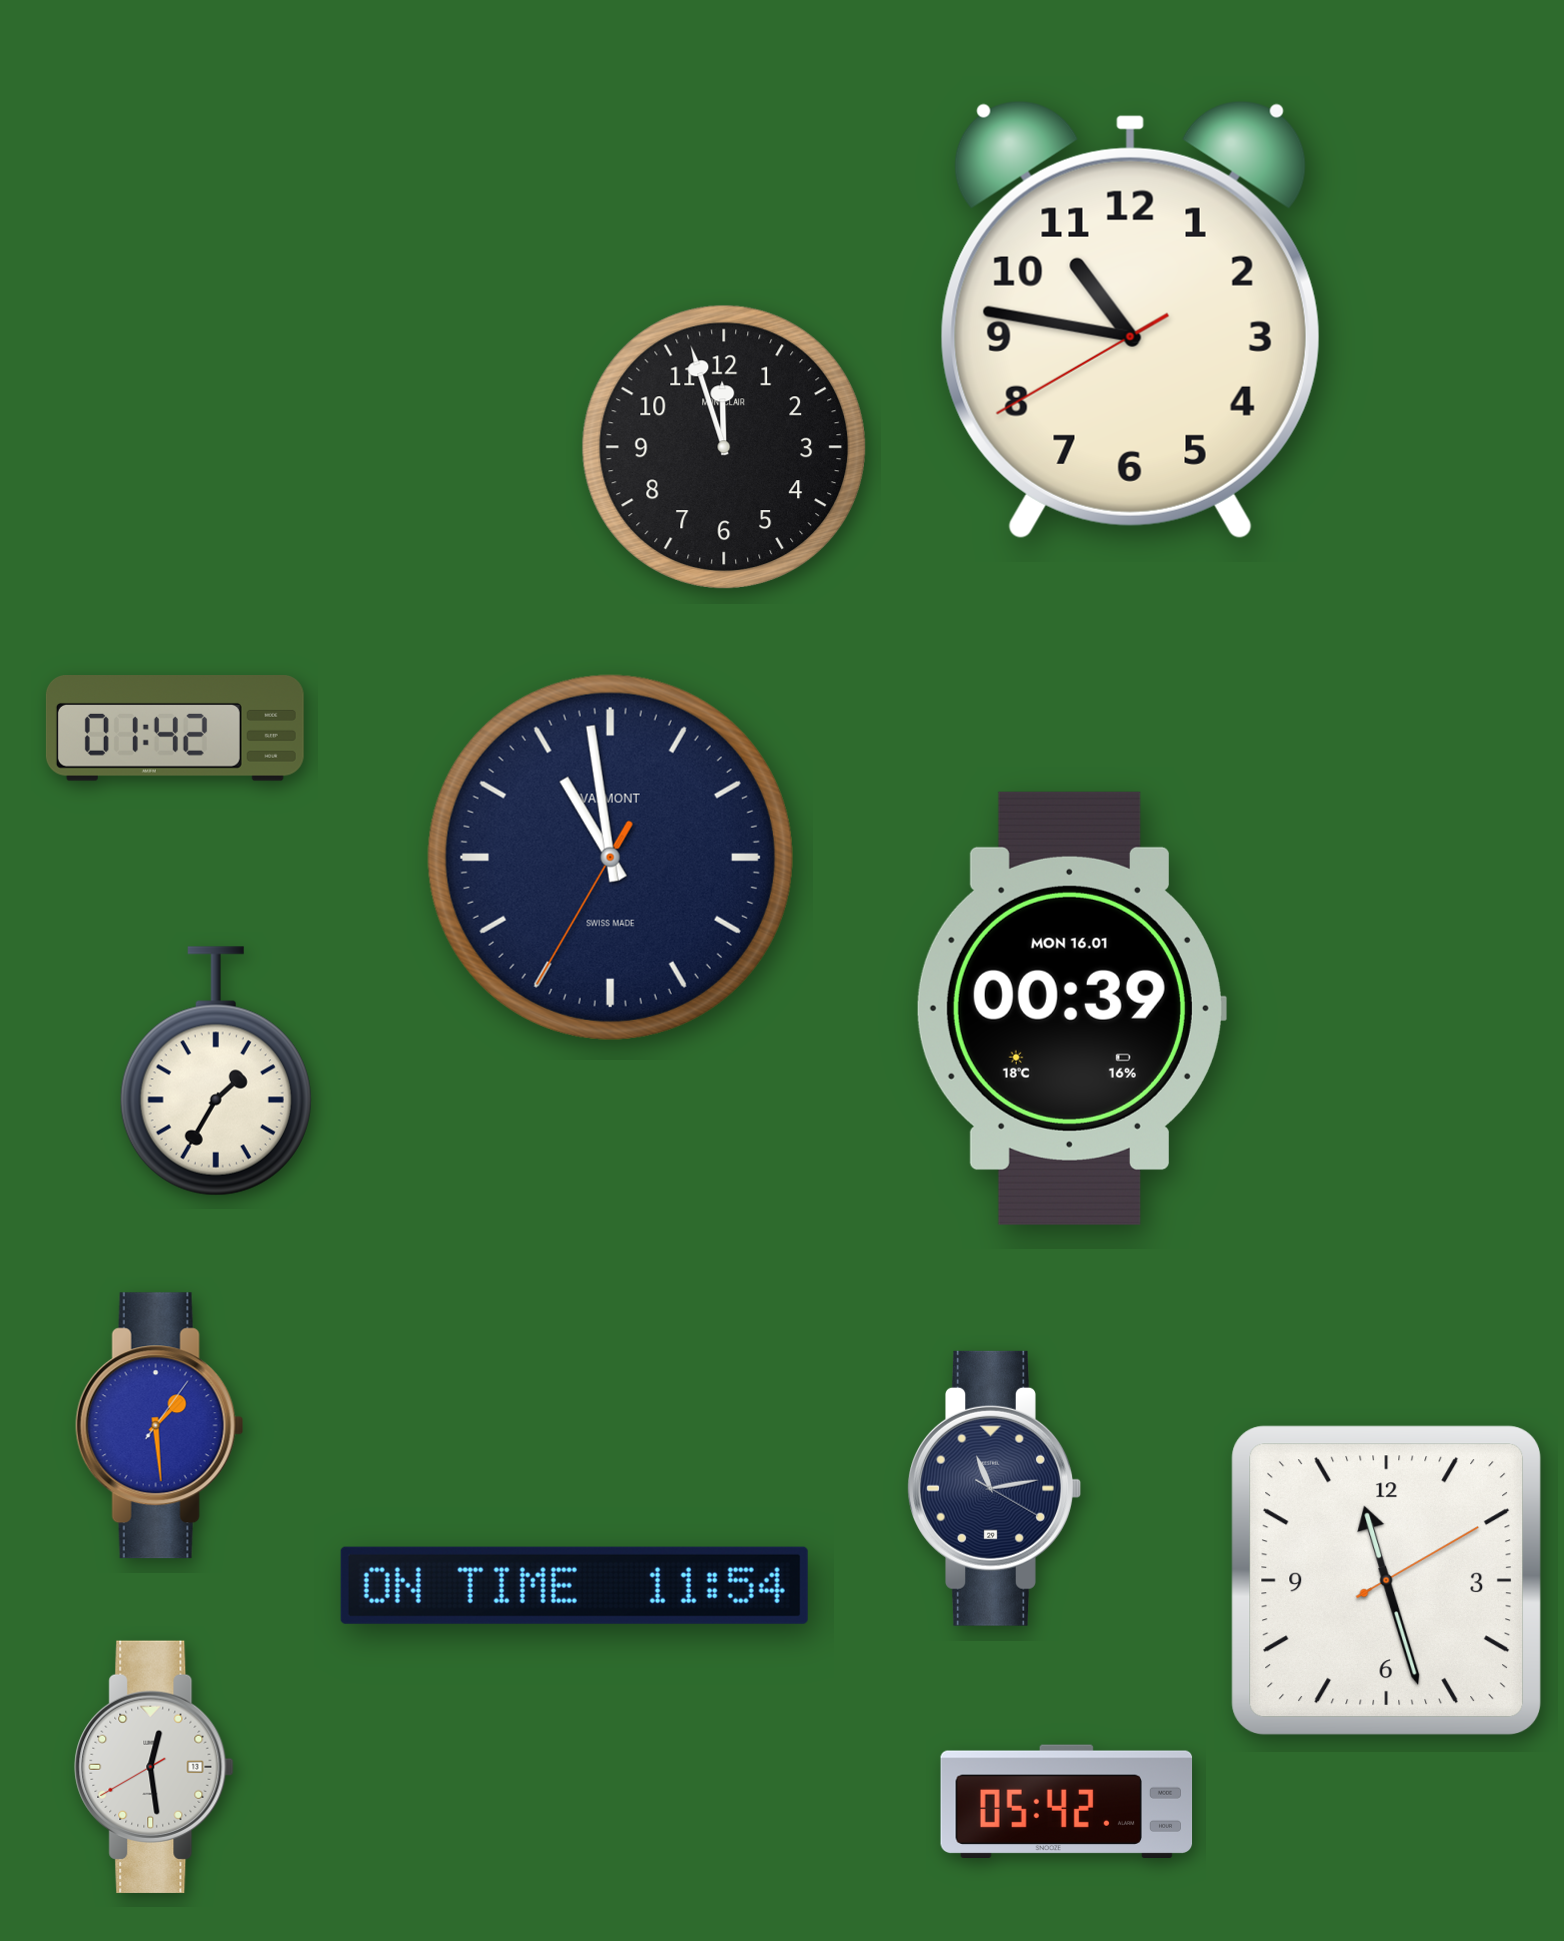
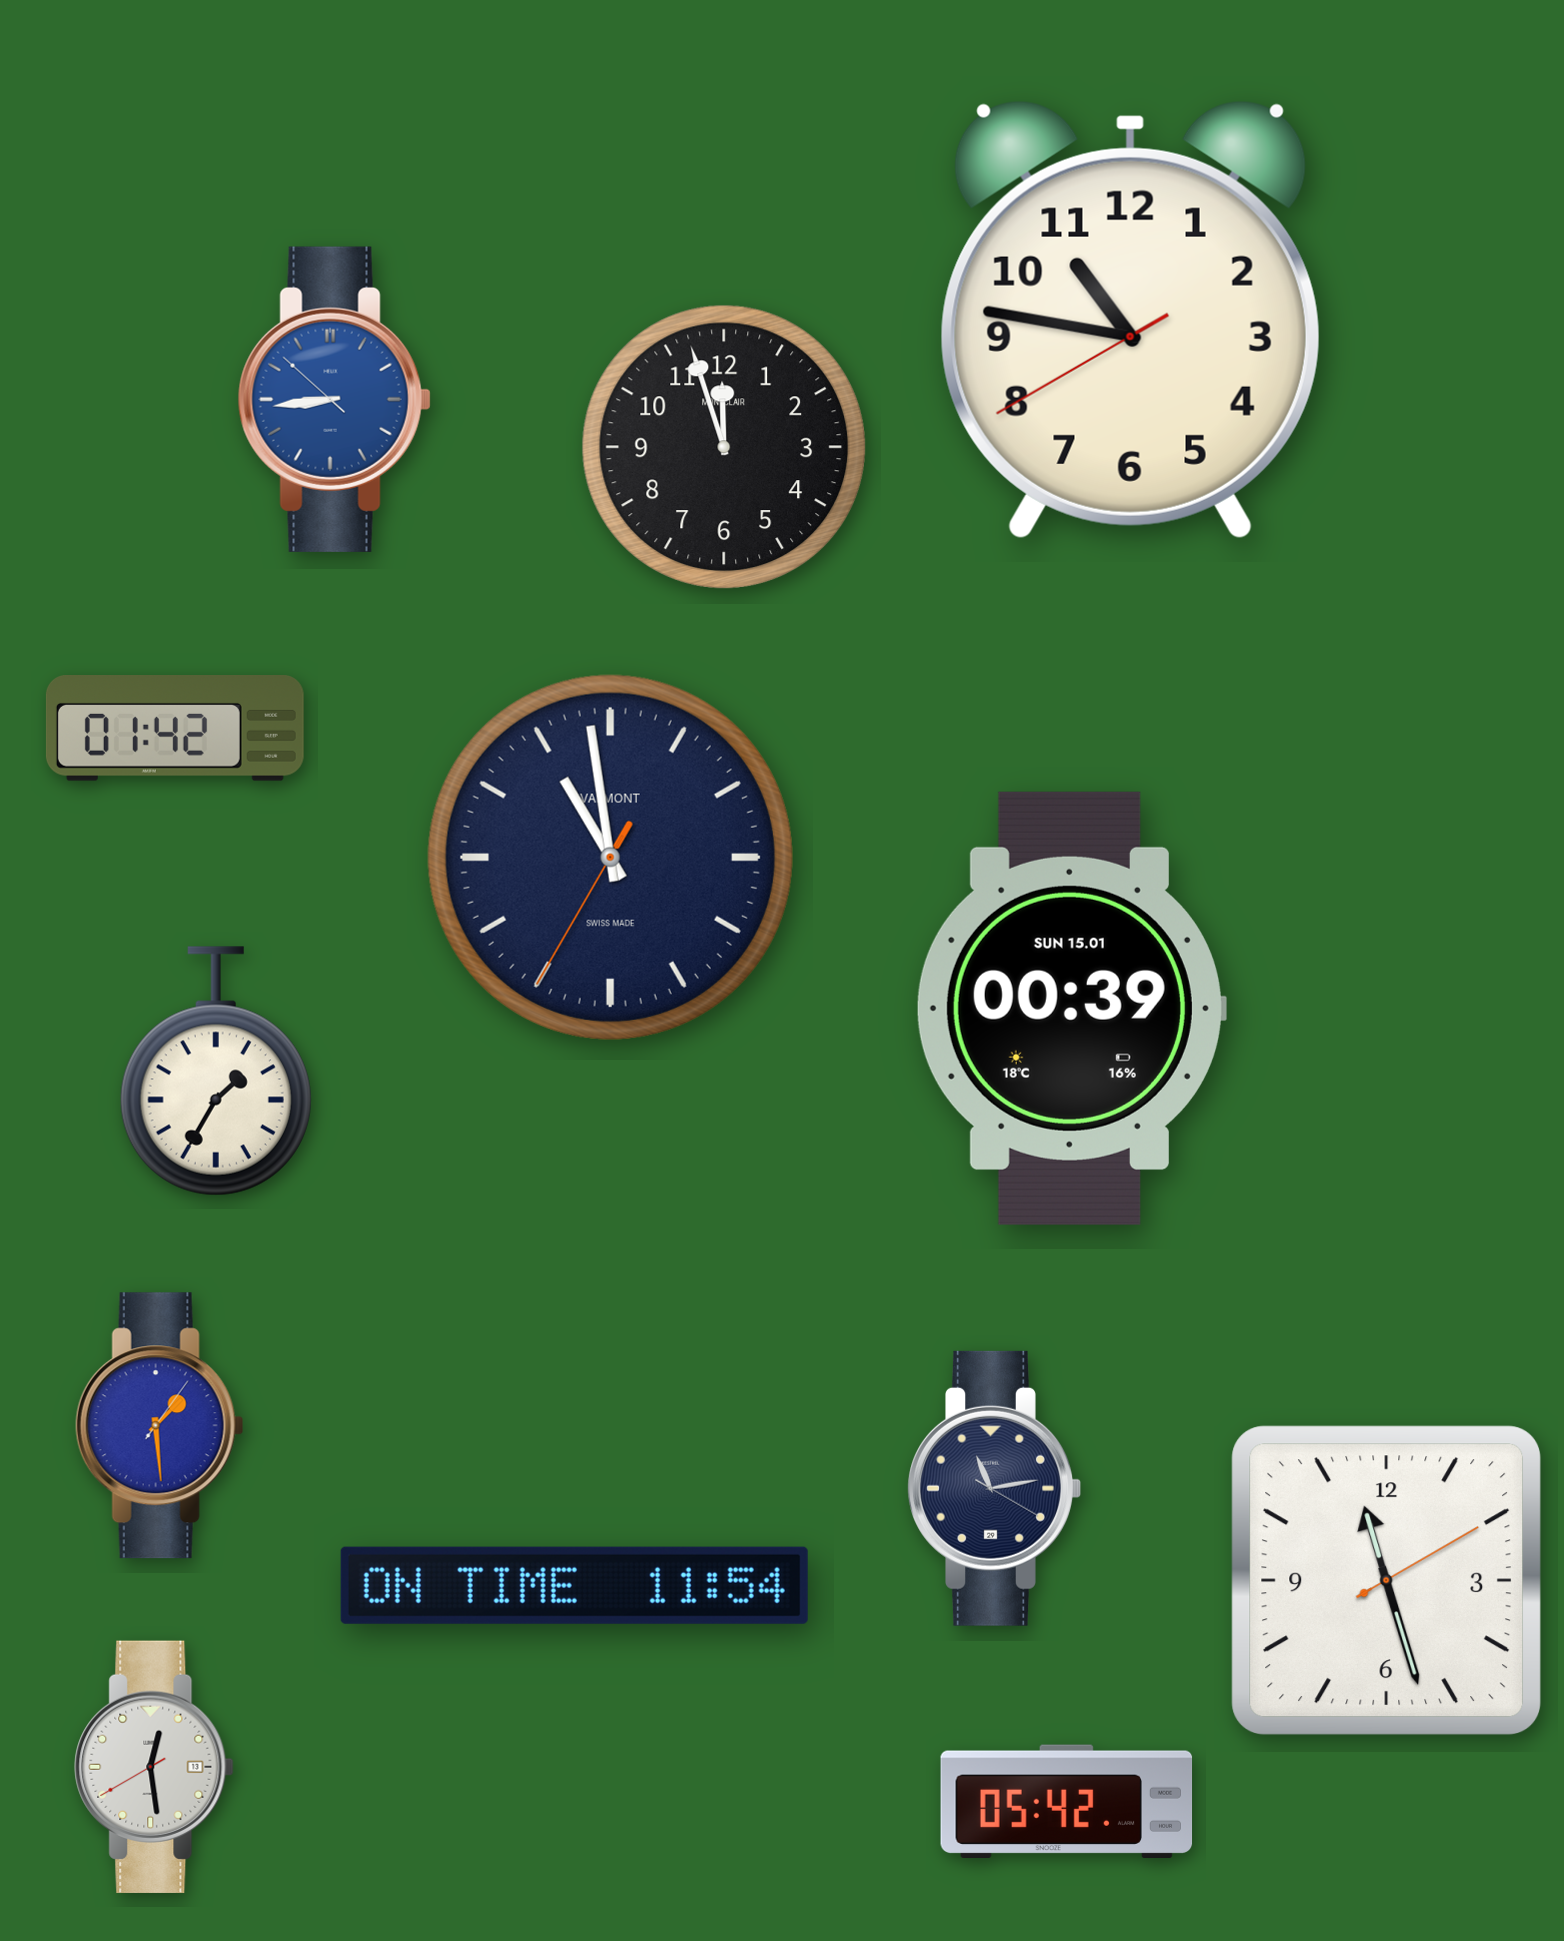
clock at (334, 399): none -> 8:43
clock at (1071, 1008) date: MON 16.01 -> SUN 15.01
